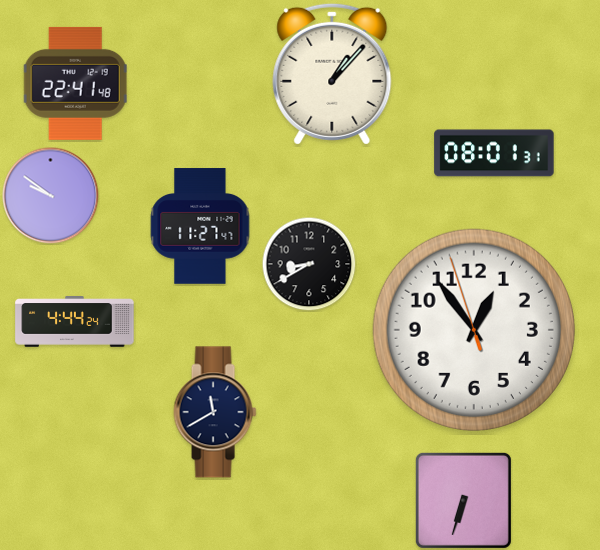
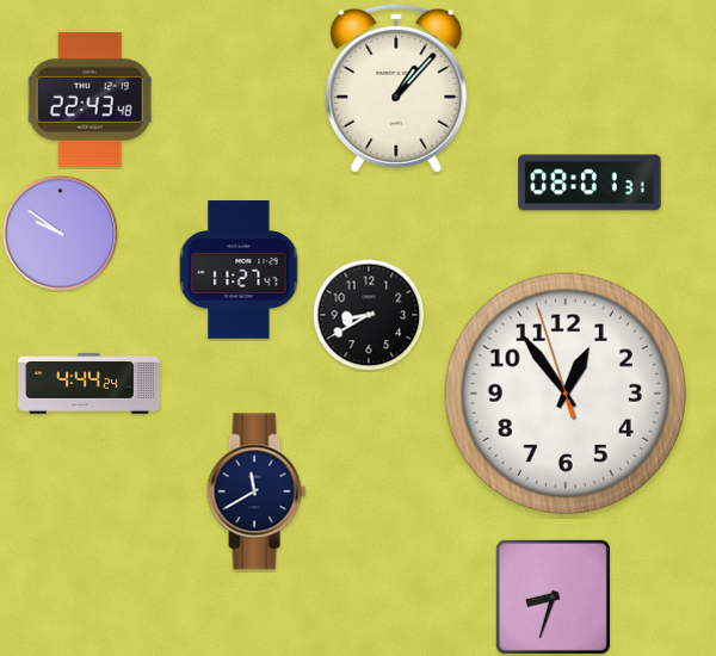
clock at (75, 83): 22:41 -> 22:43
clock at (463, 500): 6:33 -> 8:33
